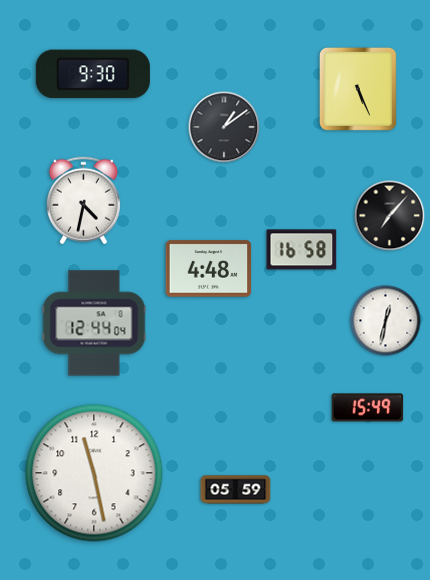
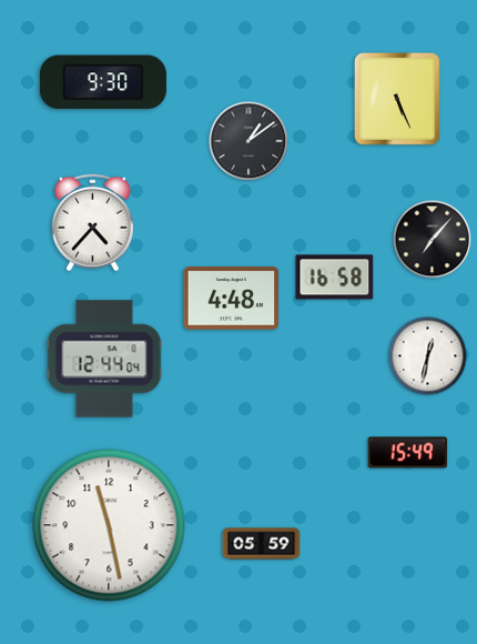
clock at (83, 201): 4:32 -> 4:37
clock at (94, 473) position: (94, 473) -> (109, 525)
